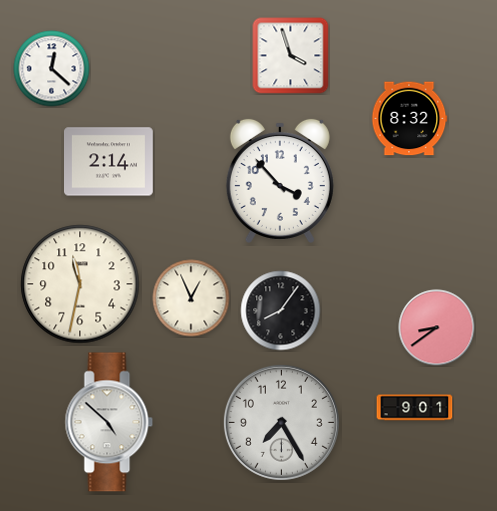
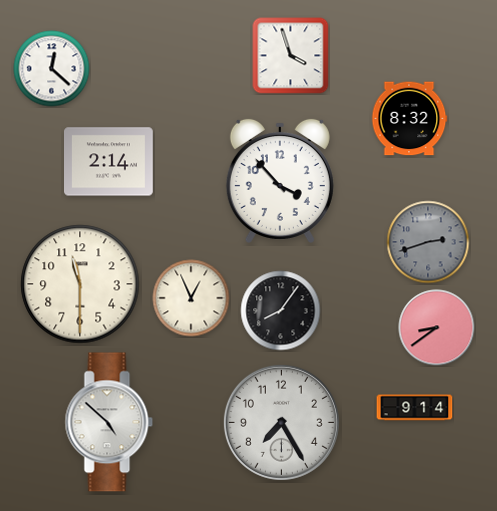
clock at (428, 242): none -> 2:42
clock at (80, 284): 11:32 -> 11:30
clock at (415, 408): 9:01 -> 9:14
